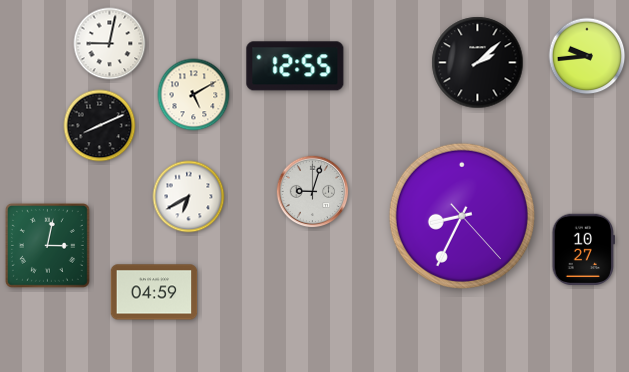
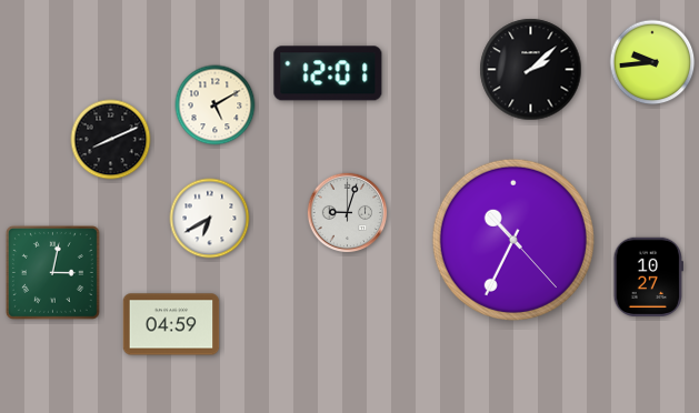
clock at (110, 44): 9:02 -> none
clock at (295, 66): 12:55 -> 12:01
clock at (462, 216): 8:34 -> 10:34
